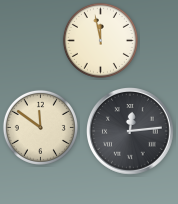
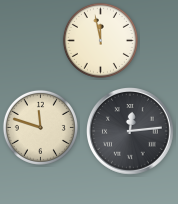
clock at (40, 127): 11:51 -> 11:48
